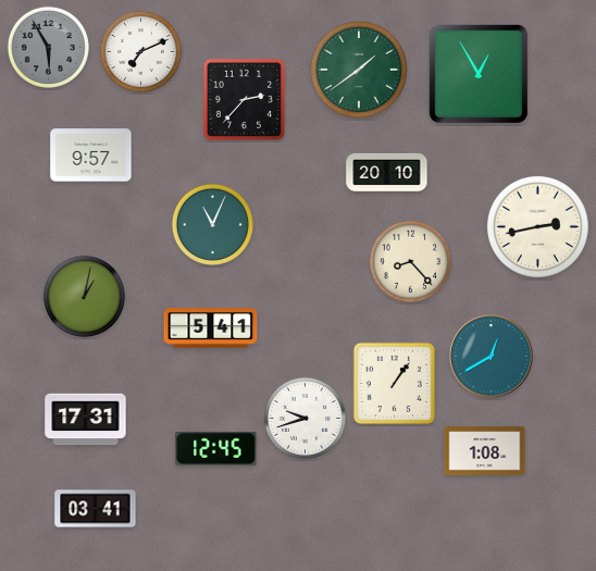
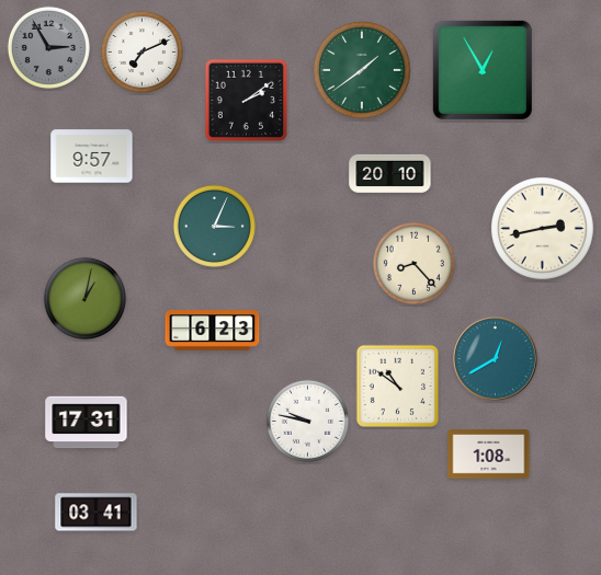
clock at (48, 47): 5:55 -> 2:55
clock at (479, 74) position: (479, 74) -> (483, 70)
clock at (244, 99): 2:37 -> 2:09
clock at (212, 224): 11:04 -> 3:04
clock at (211, 328): 5:41 -> 6:23
clock at (394, 383): 1:06 -> 10:51
clock at (305, 418): 9:42 -> 9:47
clock at (216, 448): 12:45 -> none
